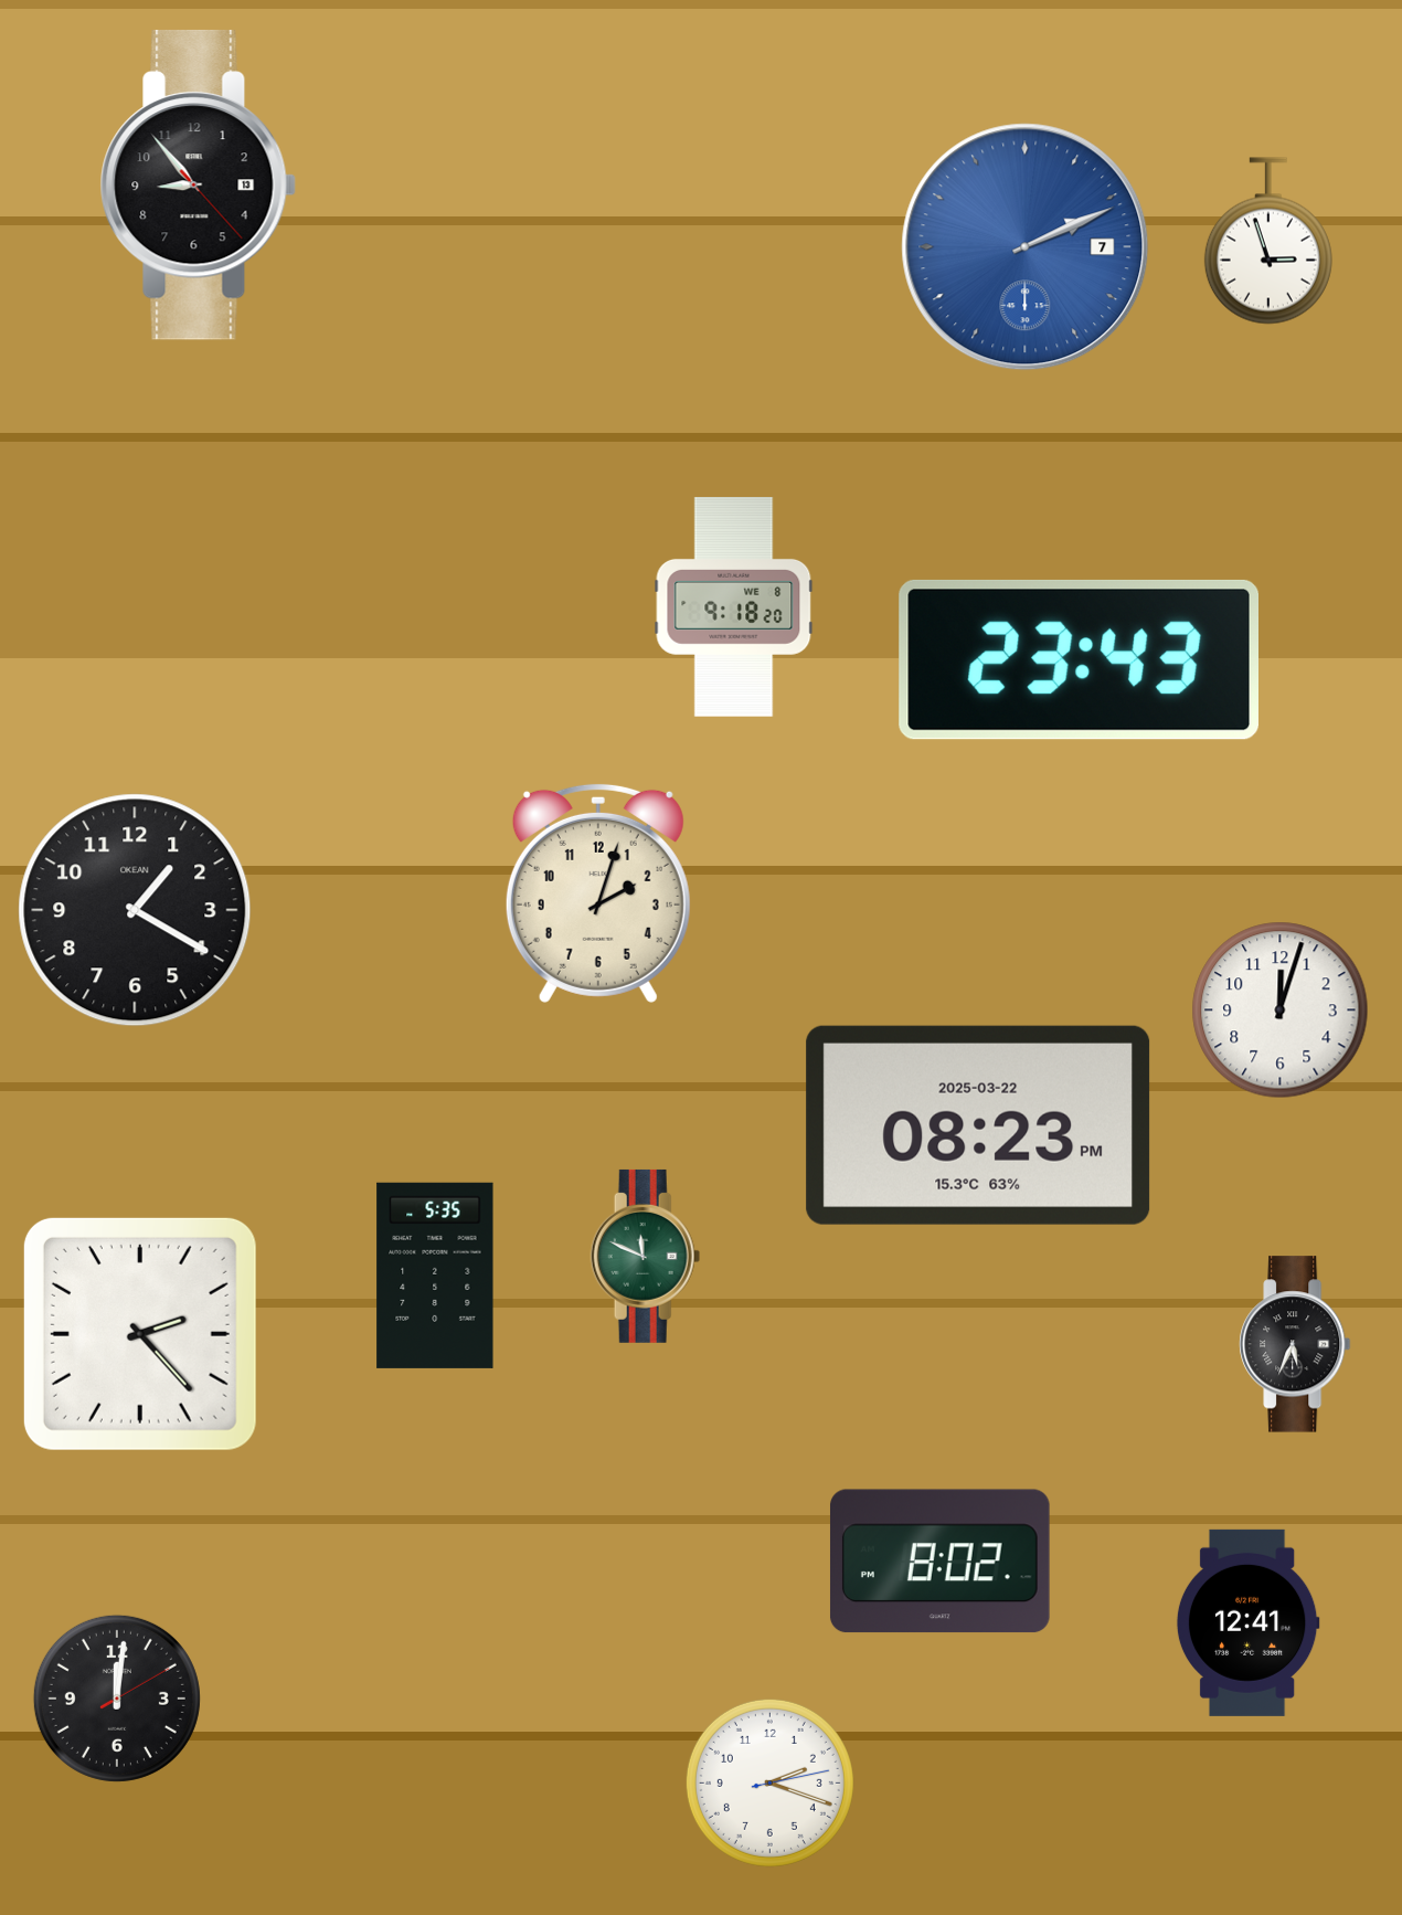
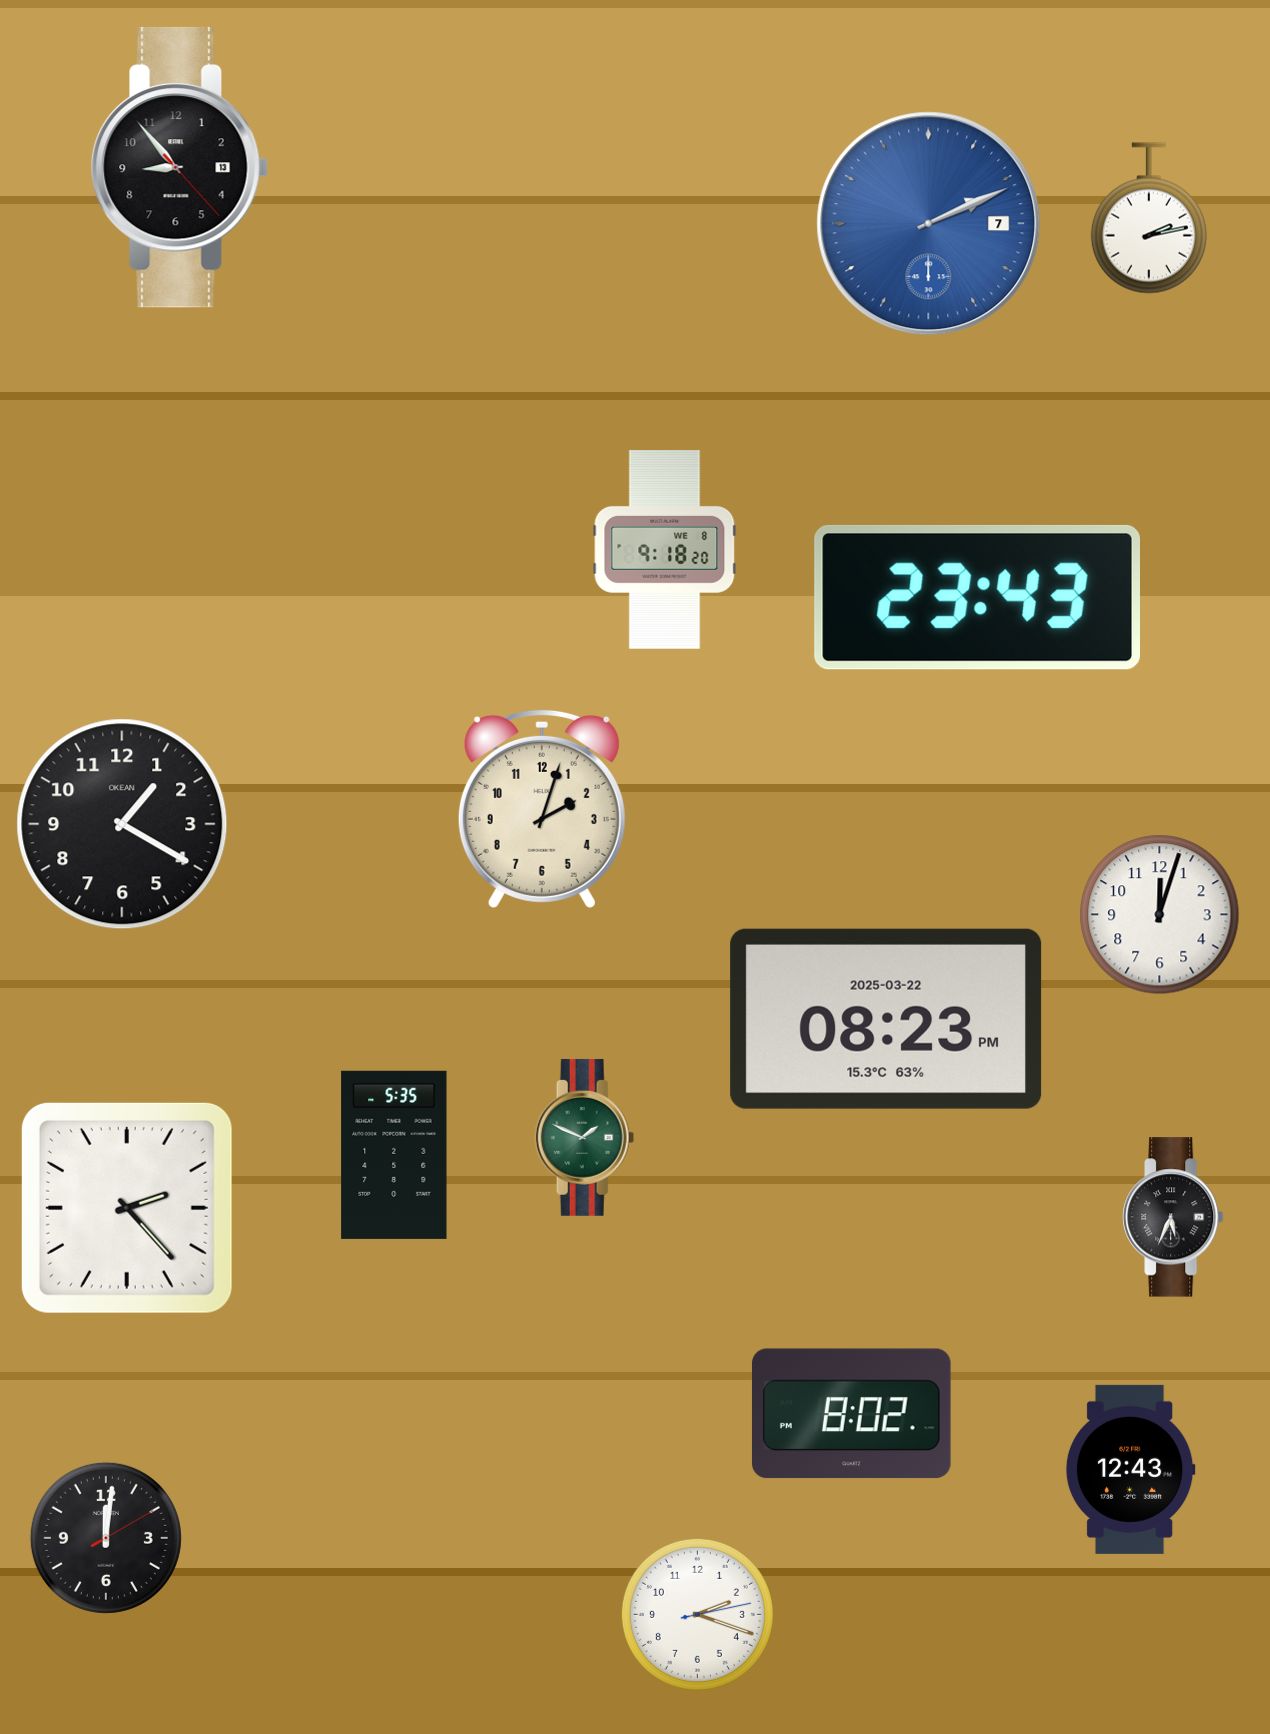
clock at (1268, 241): 2:57 -> 2:13
clock at (646, 1256): 11:49 -> 1:49
clock at (1247, 1622): 12:41 -> 12:43
